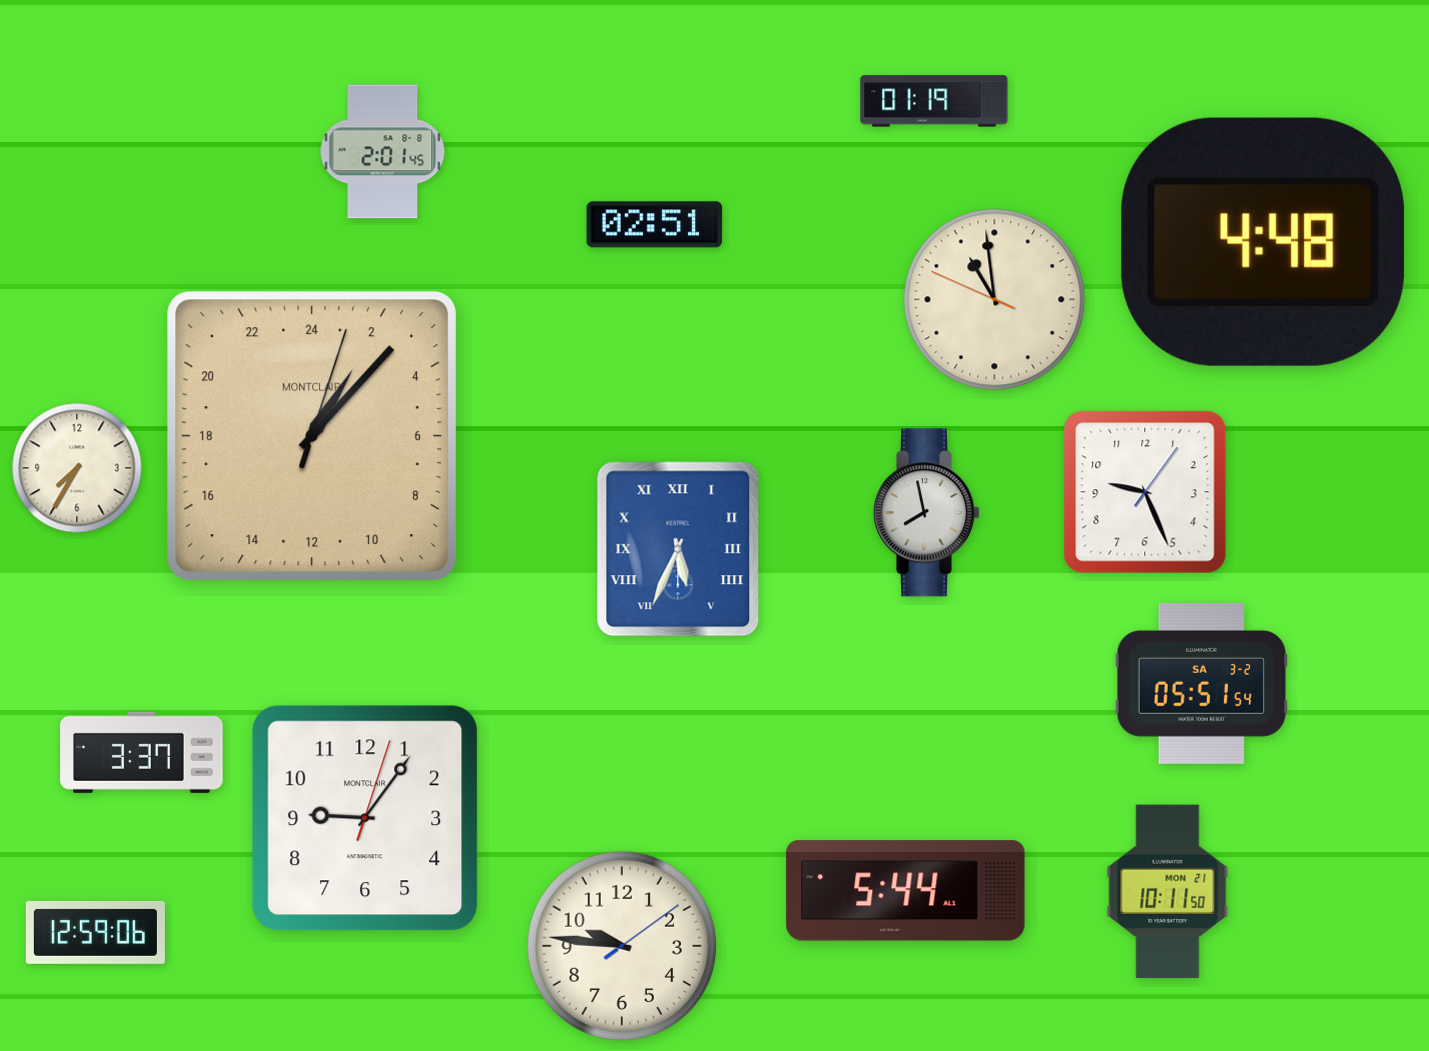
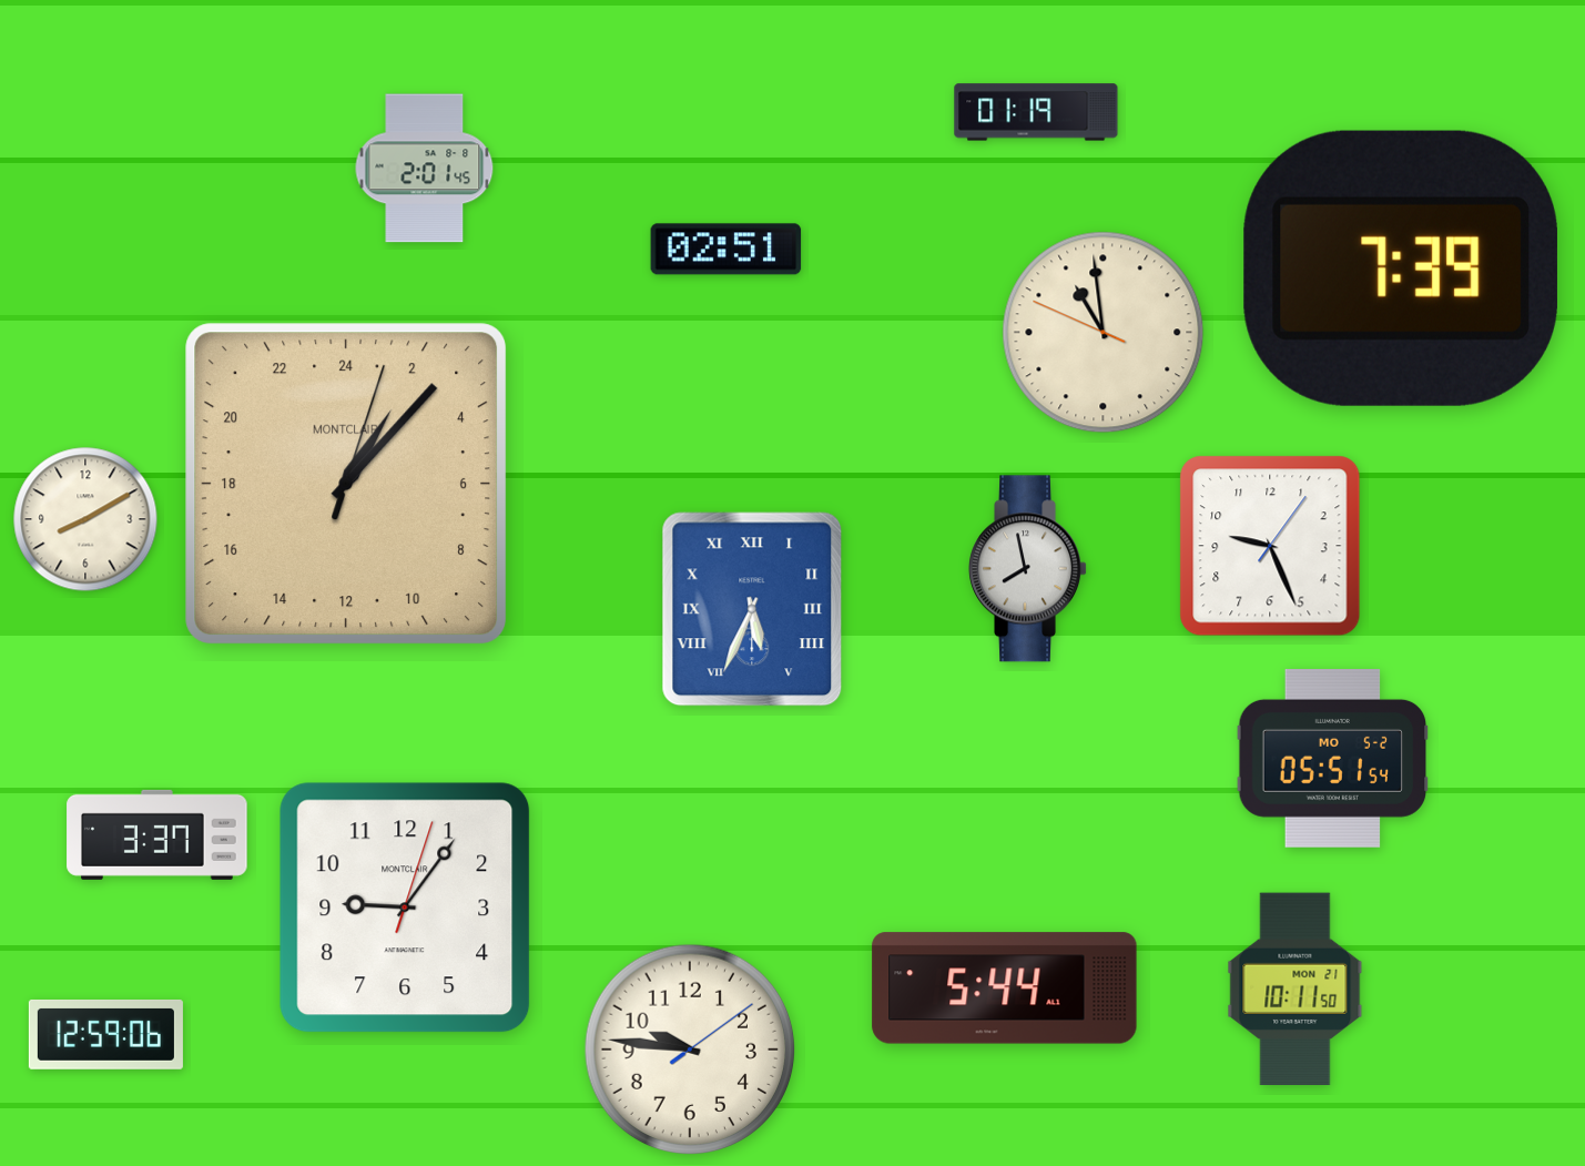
clock at (1263, 242): 4:48 -> 7:39
clock at (77, 468): 7:35 -> 8:10
clock at (1202, 683) date: SA 3-2 -> MO 5-2
